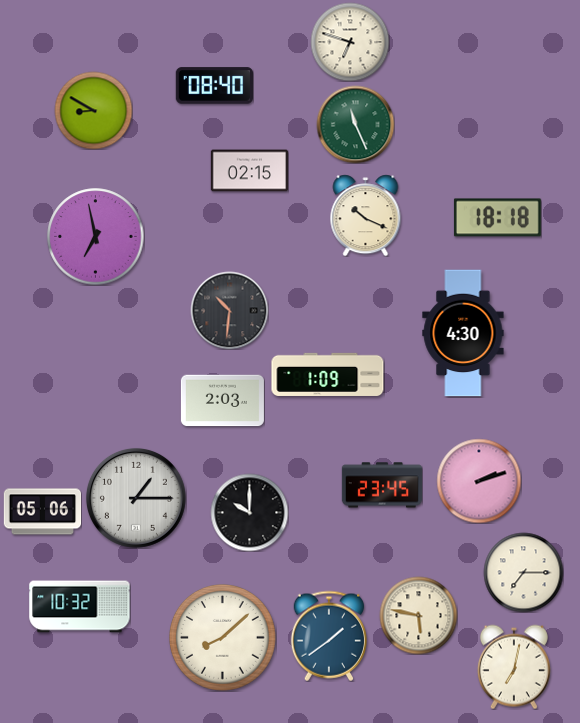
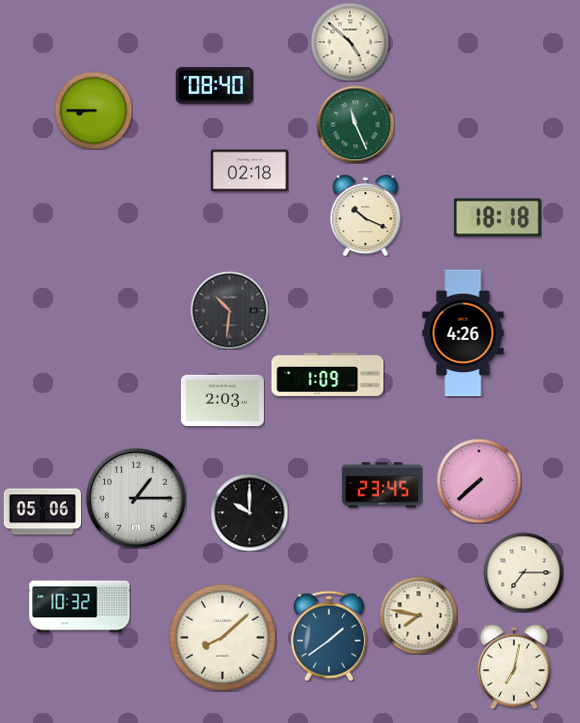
clock at (350, 42): 6:48 -> 4:52
clock at (93, 110): 8:50 -> 8:45
clock at (249, 171): 02:15 -> 02:18
clock at (96, 237): 6:58 -> none
clock at (463, 333): 4:30 -> 4:26
clock at (479, 481): 2:12 -> 7:38
clock at (418, 615): 5:47 -> 7:47
